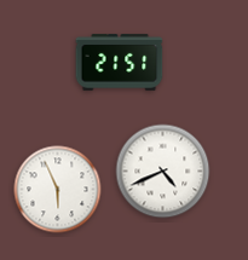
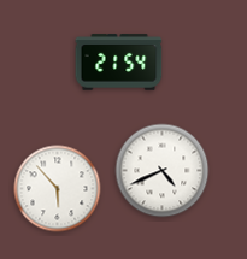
clock at (120, 63): 21:51 -> 21:54
clock at (58, 190): 5:56 -> 5:53
